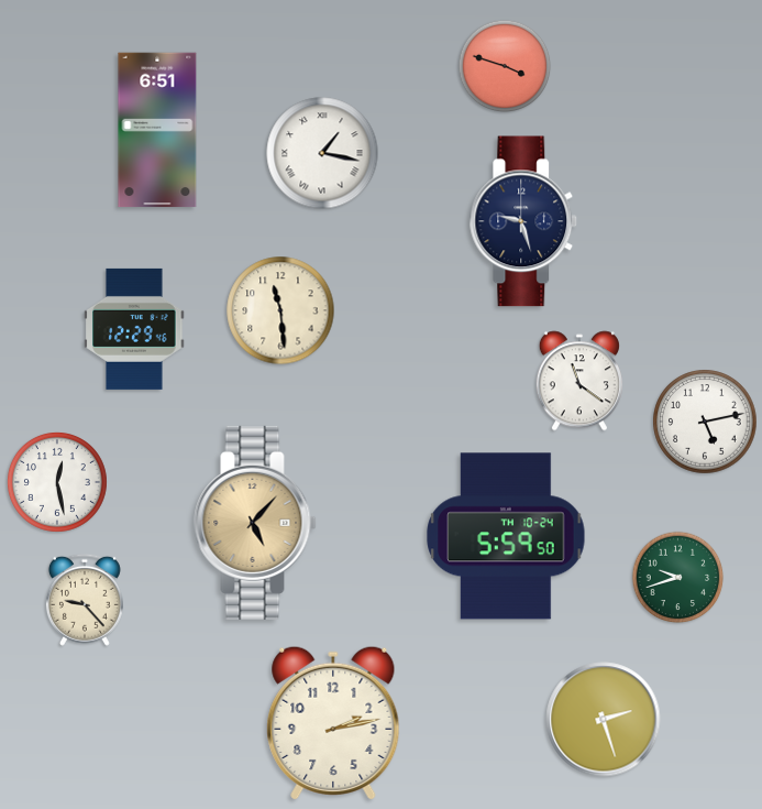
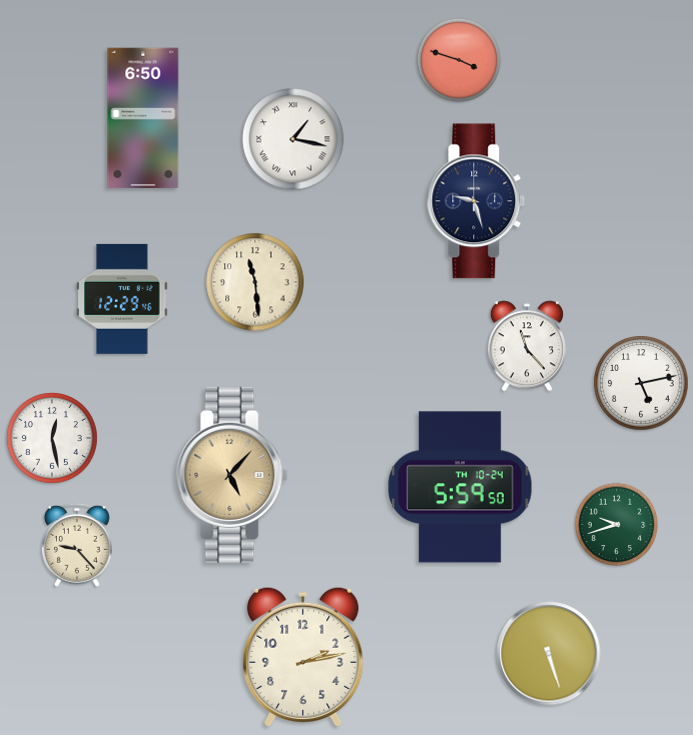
clock at (157, 130): 6:51 -> 6:50
clock at (579, 381): 11:21 -> 11:23
clock at (604, 720): 2:27 -> 5:27
